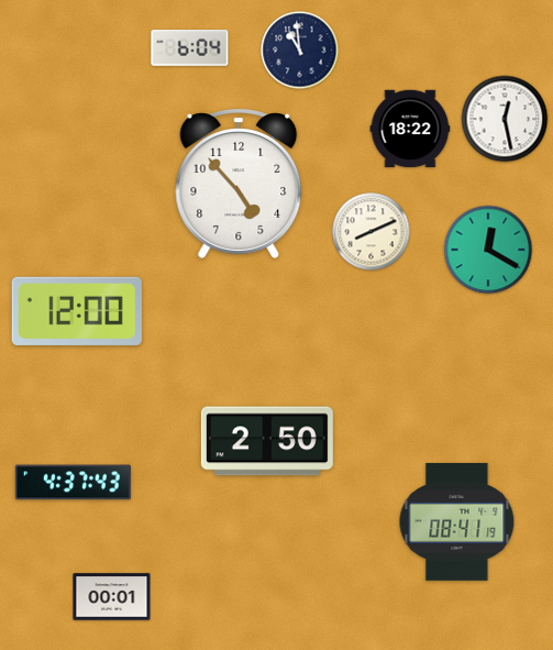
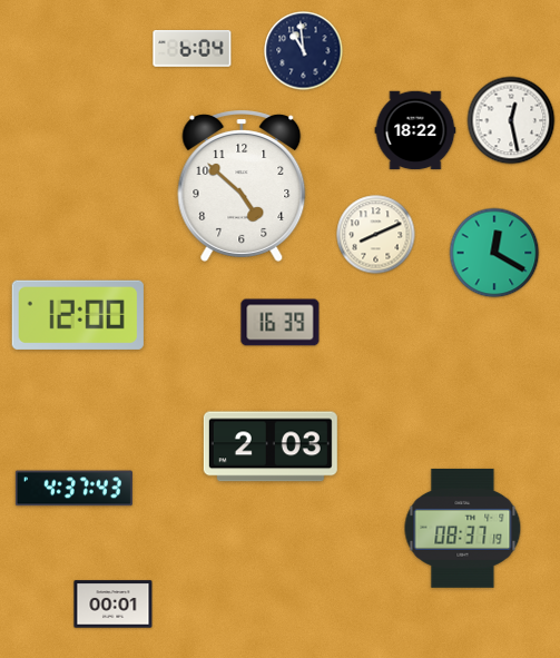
clock at (239, 184): 4:53 -> 4:52
clock at (281, 323): none -> 16:39
clock at (267, 441): 2:50 -> 2:03
clock at (457, 521): 08:41 -> 08:37
